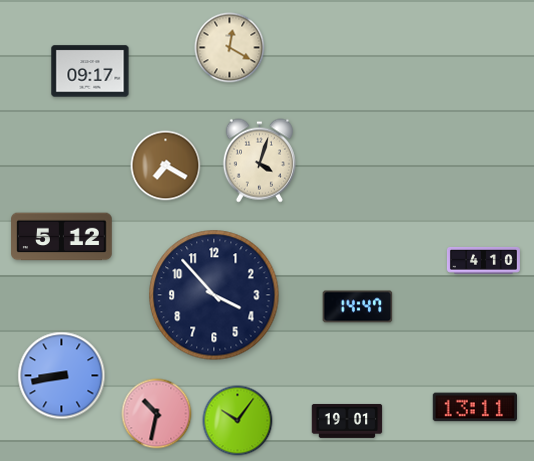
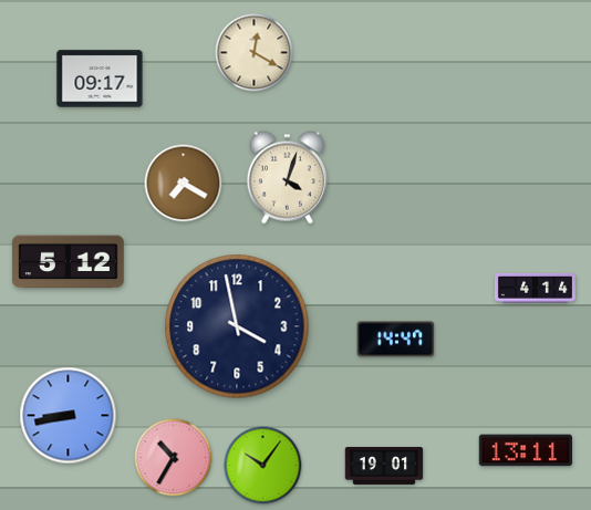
clock at (483, 261): 4:10 -> 4:14
clock at (214, 295): 3:53 -> 3:58
clock at (157, 414): 10:32 -> 10:35
